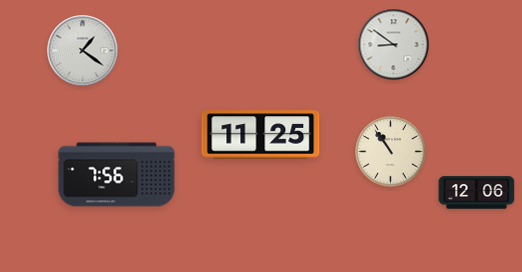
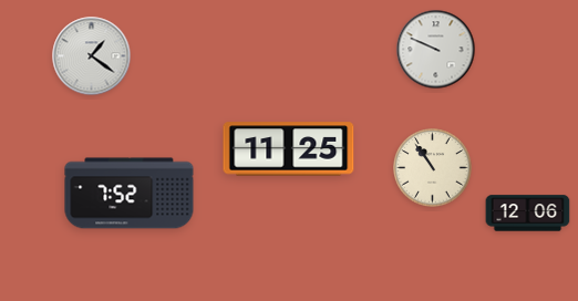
clock at (394, 45): 8:51 -> 9:49
clock at (117, 175): 7:56 -> 7:52
